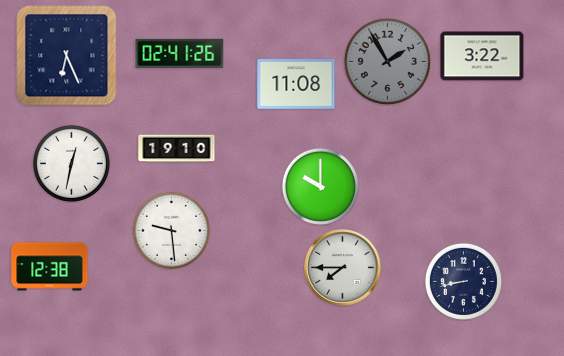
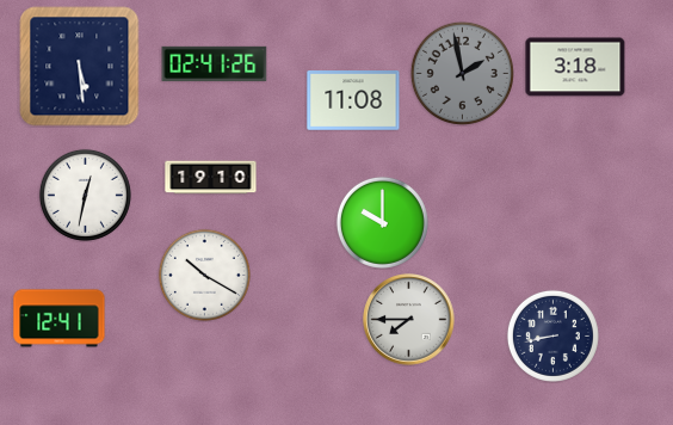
clock at (67, 56): 6:26 -> 5:29
clock at (482, 56): 3:22 -> 3:18
clock at (387, 61): 1:55 -> 1:58
clock at (171, 230): 9:29 -> 10:20
clock at (50, 267): 12:38 -> 12:41
